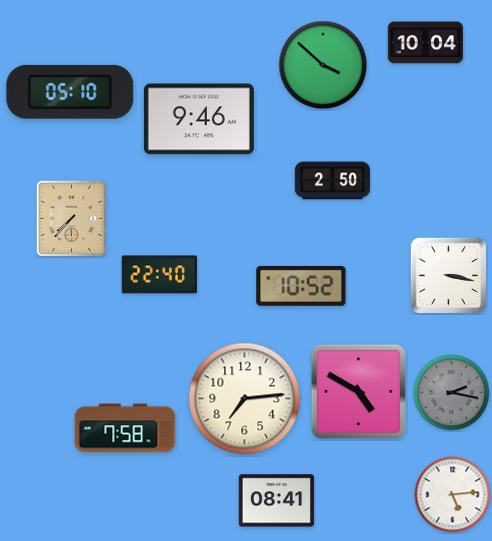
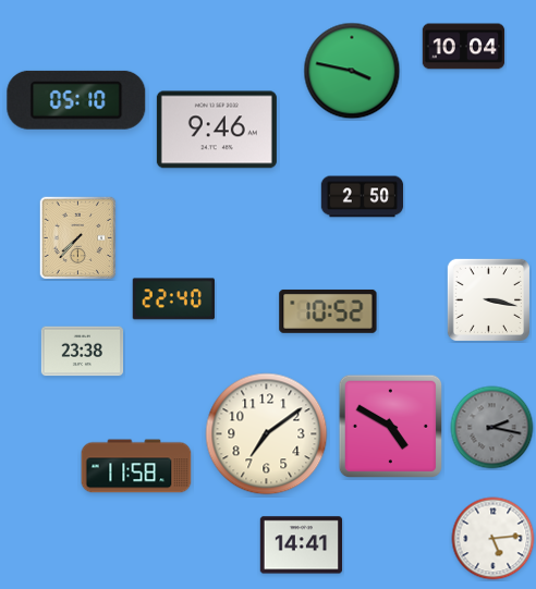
clock at (323, 65): 3:52 -> 3:47
clock at (83, 352): none -> 23:38
clock at (245, 399): 7:14 -> 7:09
clock at (125, 428): 7:58 -> 11:58
clock at (277, 501): 08:41 -> 14:41
